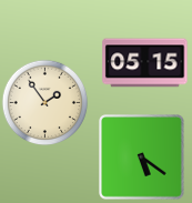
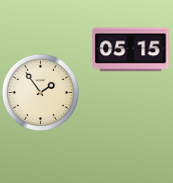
clock at (145, 63) position: (145, 63) -> (131, 50)
clock at (142, 158): 5:21 -> none
